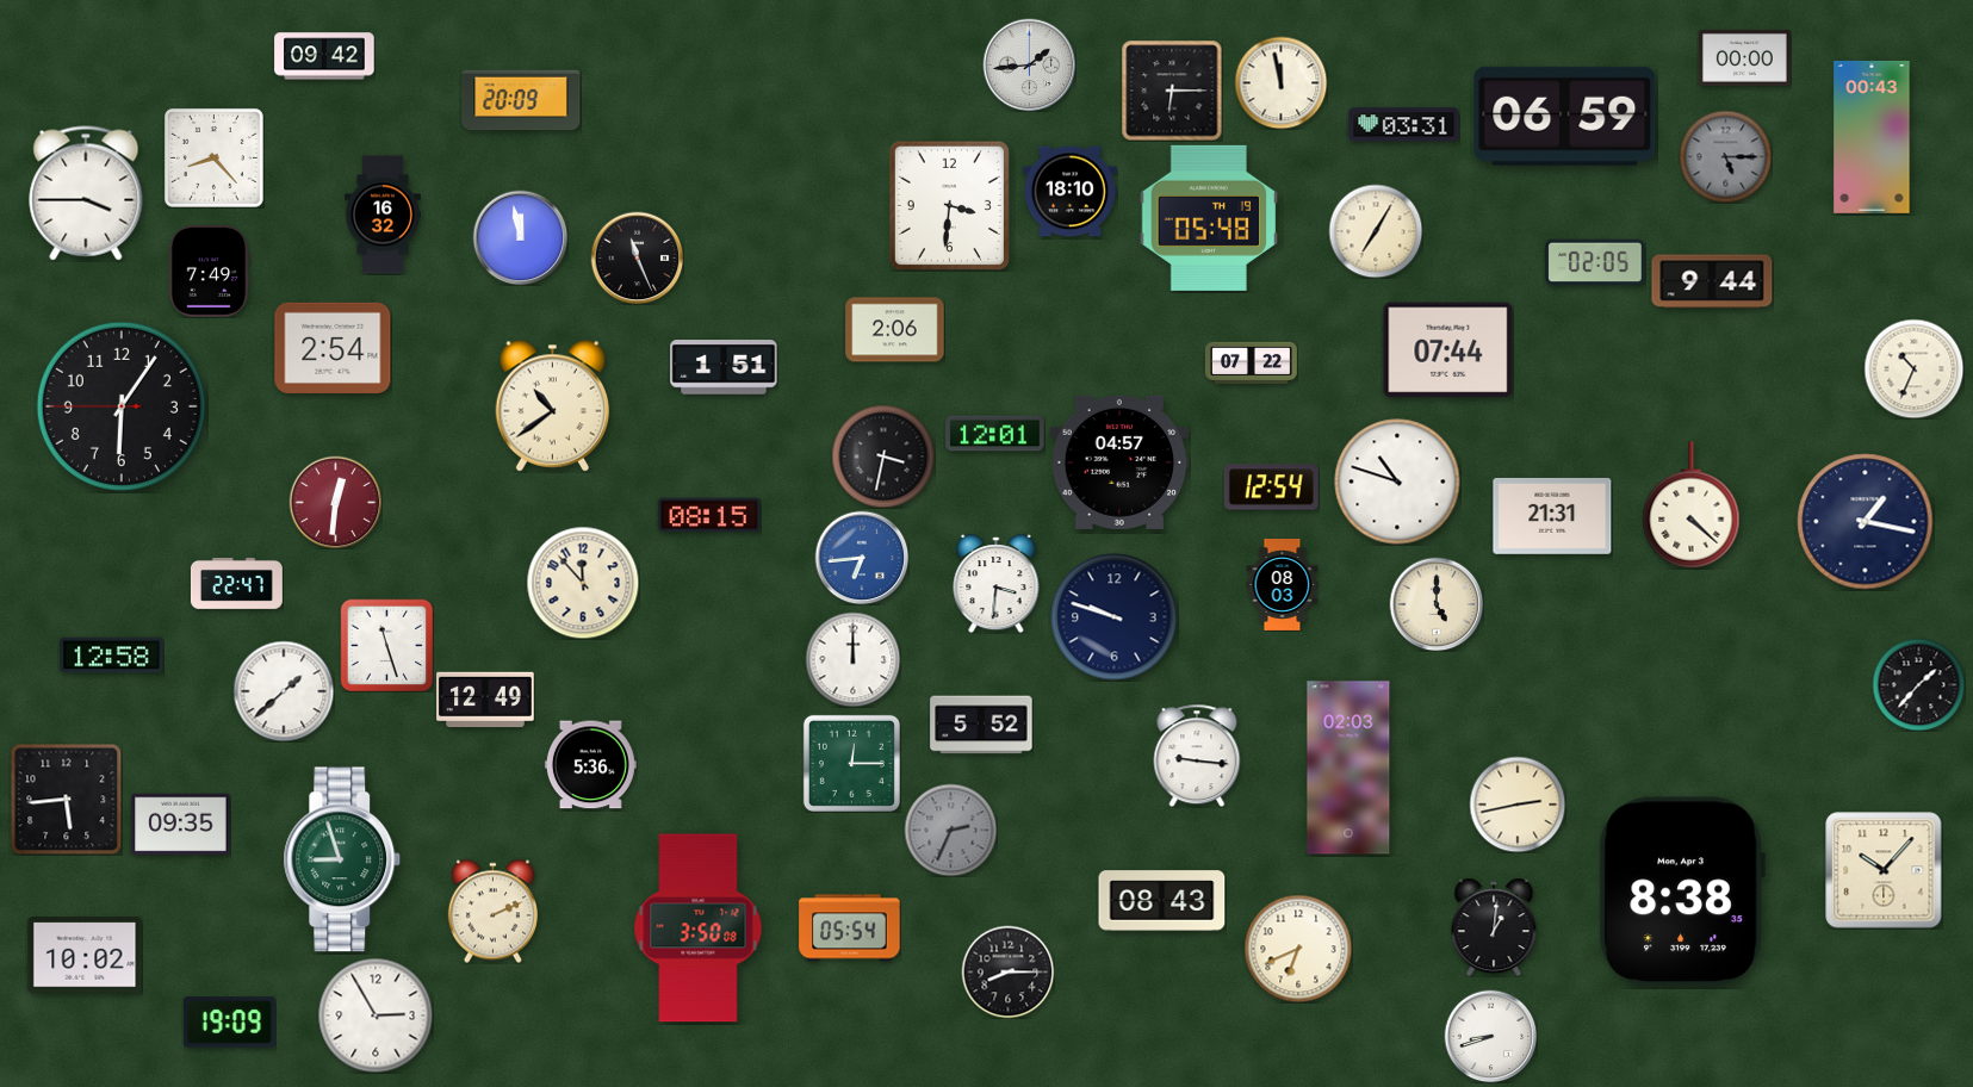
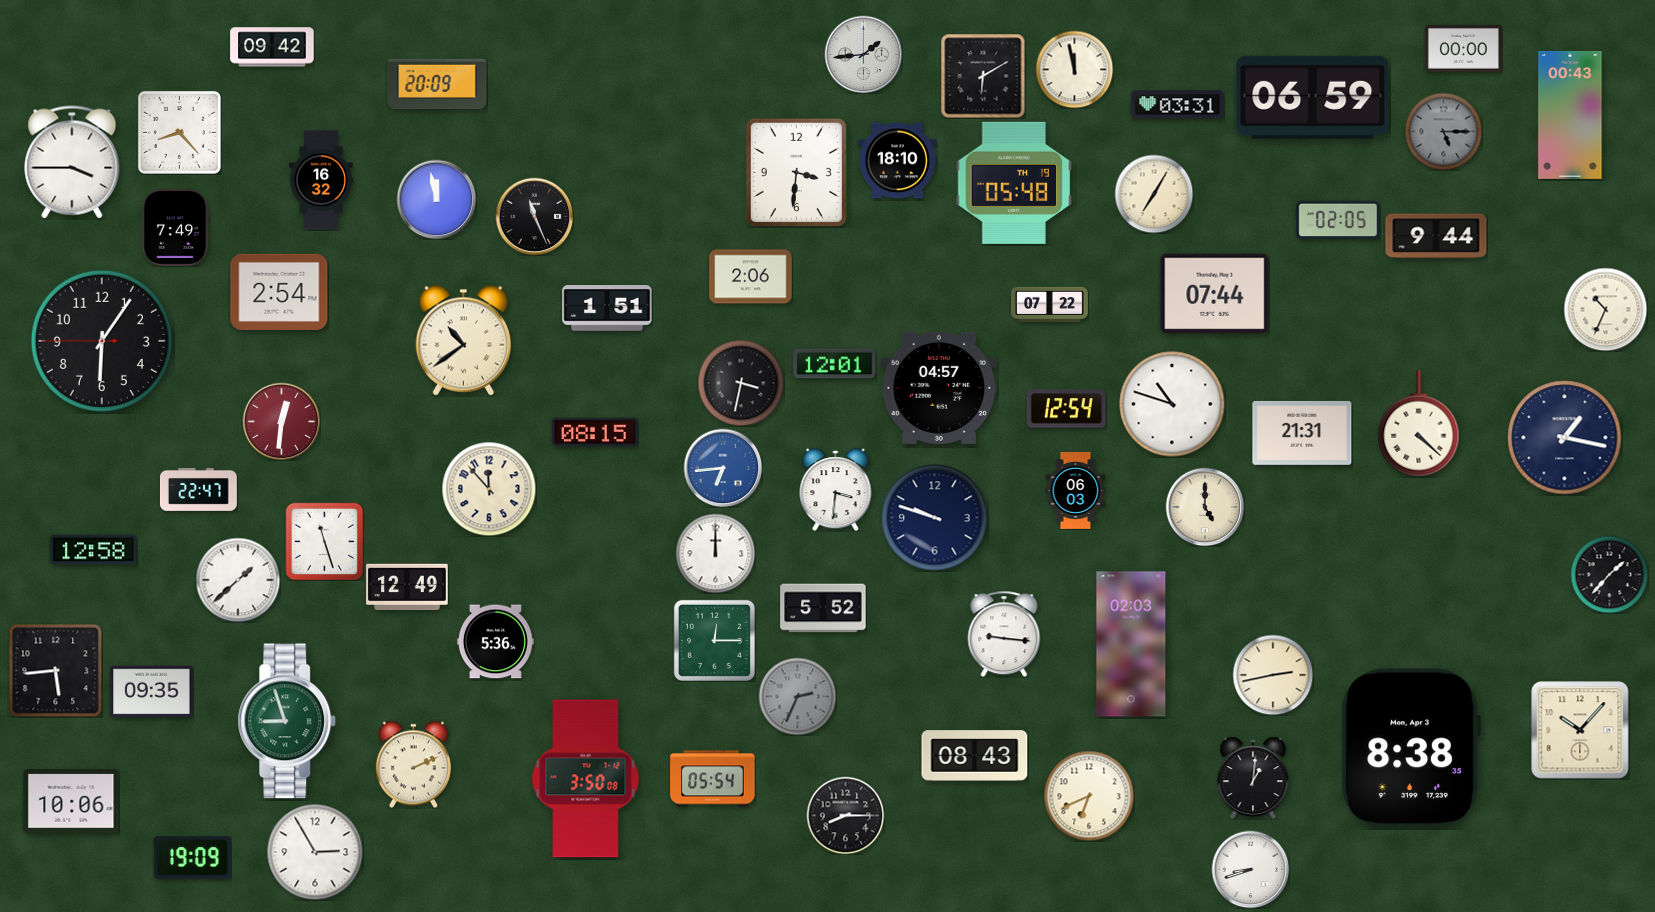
clock at (1172, 91): 6:15 -> 6:10
clock at (1725, 156) position: (1725, 156) -> (1443, 131)
clock at (1283, 585): 08:03 -> 06:03
clock at (85, 955): 10:02 -> 10:06
